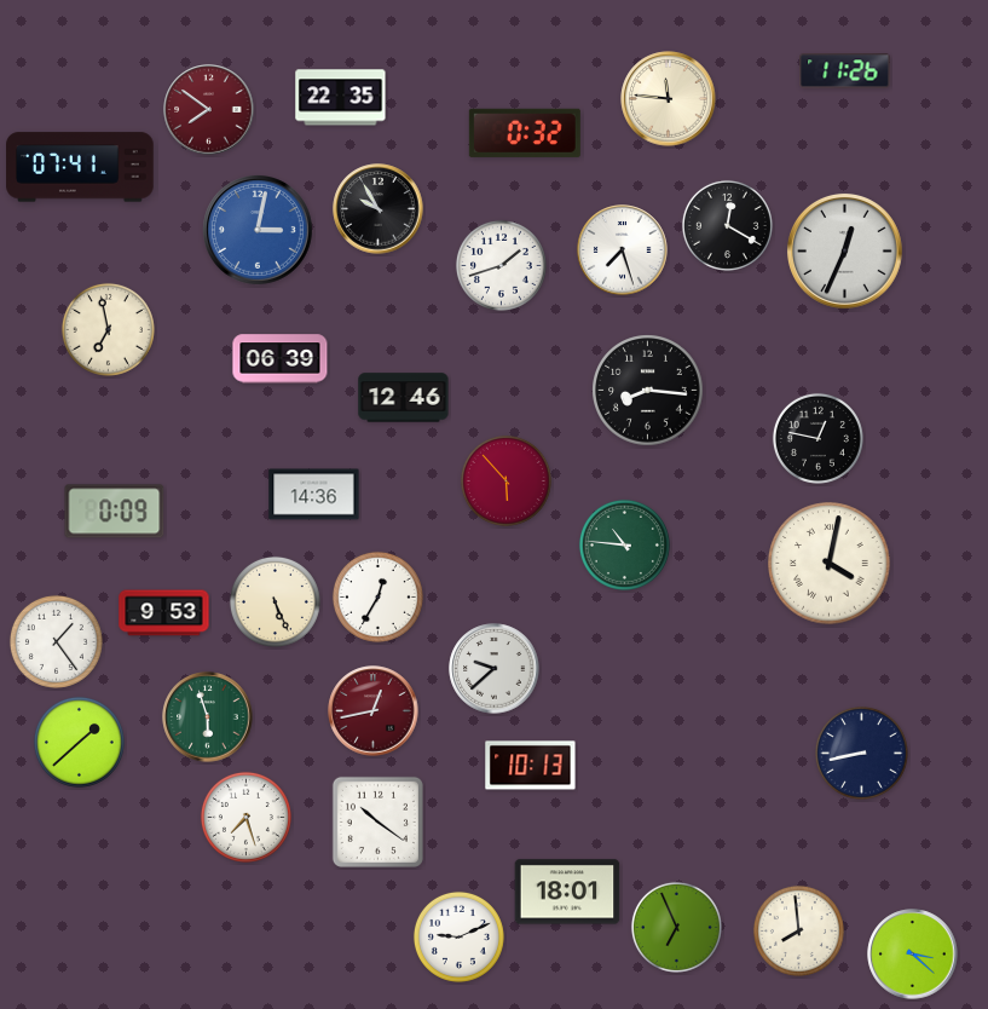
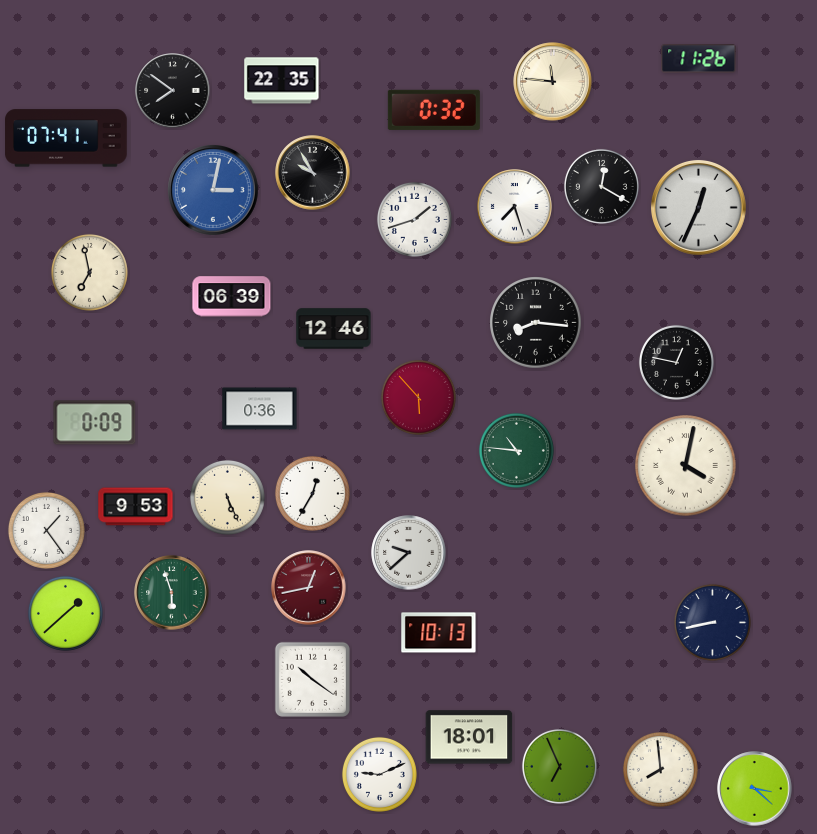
clock at (209, 110) dial: burgundy -> black
clock at (314, 495): 14:36 -> 0:36
clock at (245, 817): 7:27 -> none
